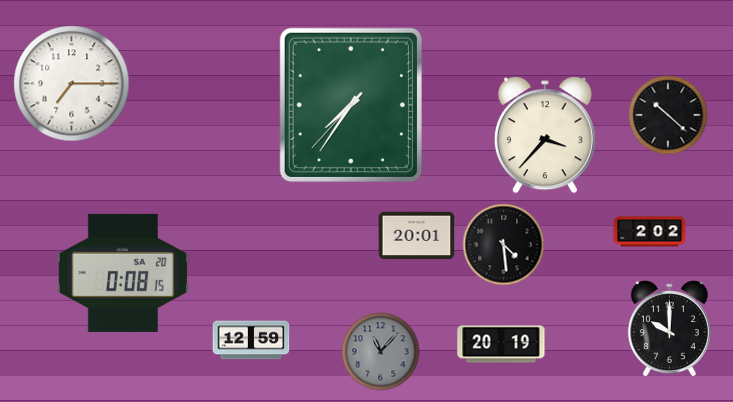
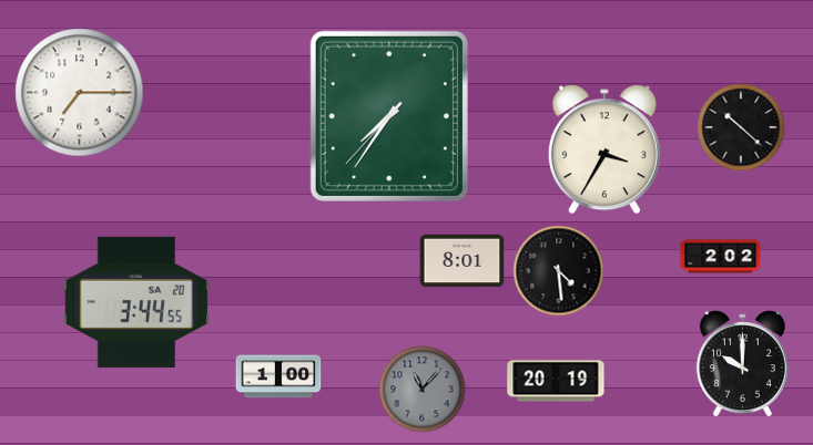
clock at (545, 135): 3:37 -> 3:35
clock at (417, 236): 20:01 -> 8:01
clock at (122, 273): 0:08 -> 3:44
clock at (251, 340): 12:59 -> 1:00
